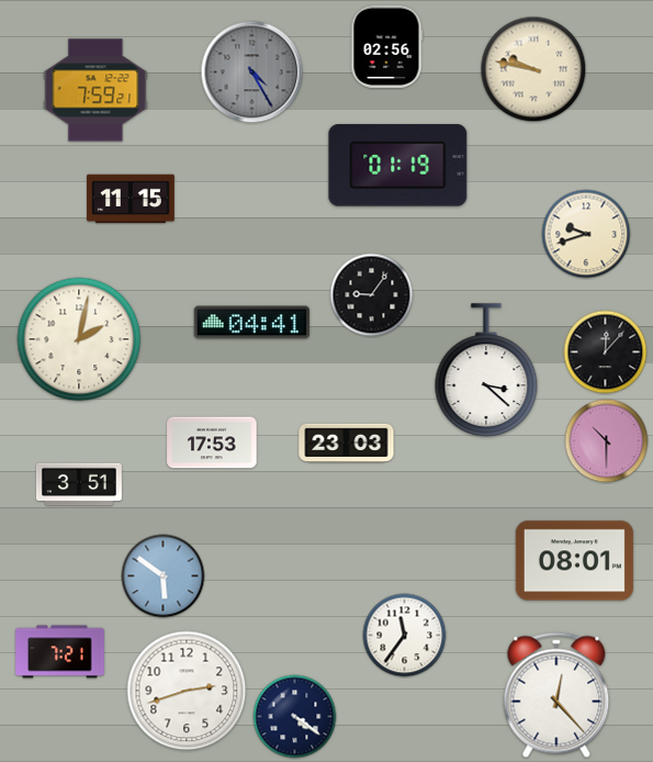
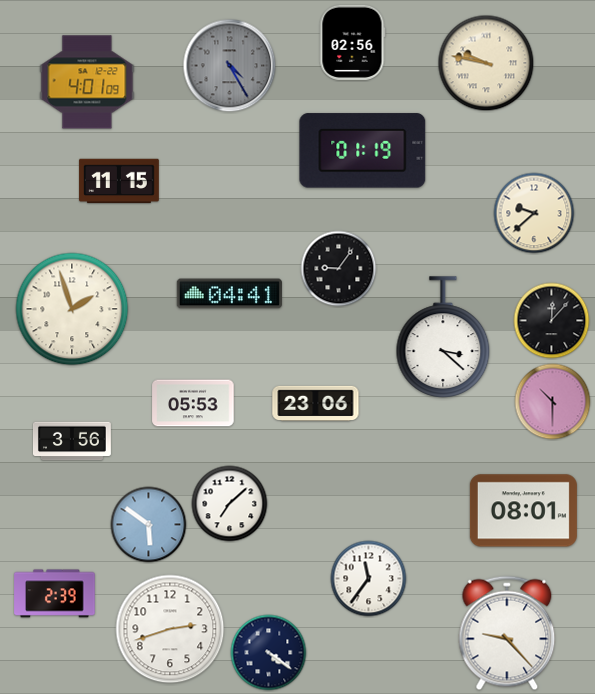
clock at (95, 90): 7:59 -> 4:01
clock at (586, 234): 9:42 -> 9:38
clock at (79, 339): 2:02 -> 1:57
clock at (212, 442): 17:53 -> 05:53
clock at (347, 444): 23:03 -> 23:06
clock at (79, 484): 3:51 -> 3:56
clock at (230, 504): none -> 7:08
clock at (60, 652): 7:21 -> 2:39
clock at (556, 695): 12:23 -> 9:23
